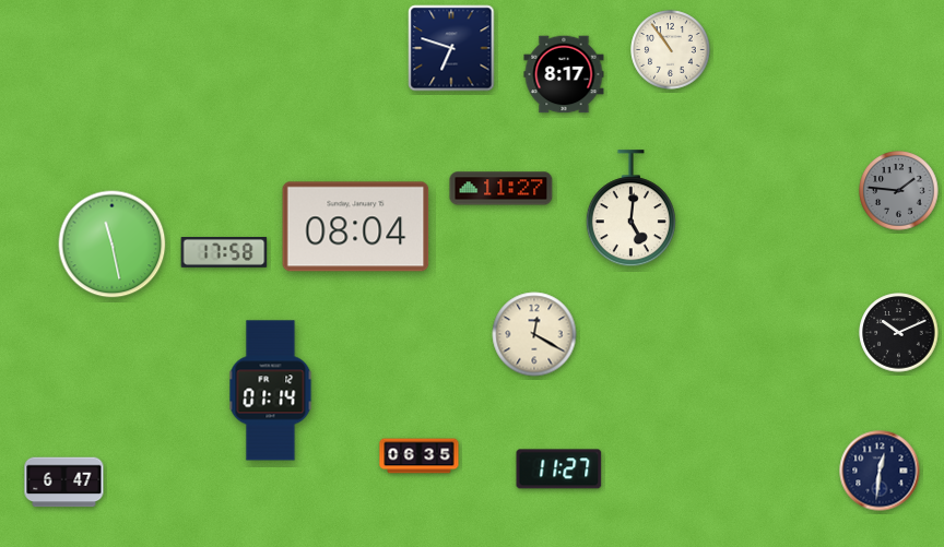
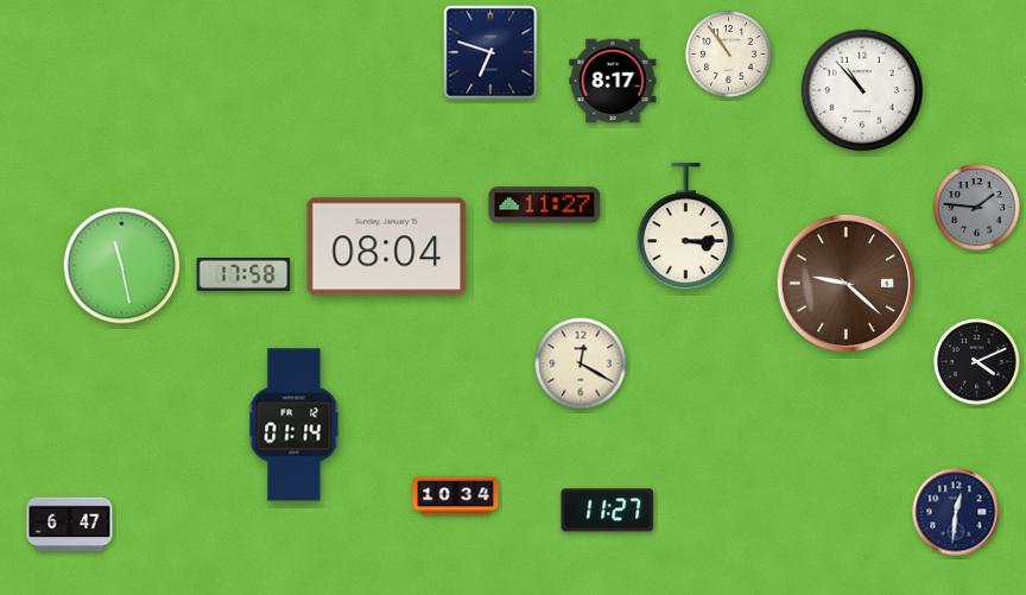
clock at (862, 90): none -> 10:53
clock at (630, 209): 5:01 -> 3:15
clock at (847, 284): none -> 9:22
clock at (899, 333): 10:11 -> 4:11
clock at (420, 456): 06:35 -> 10:34
